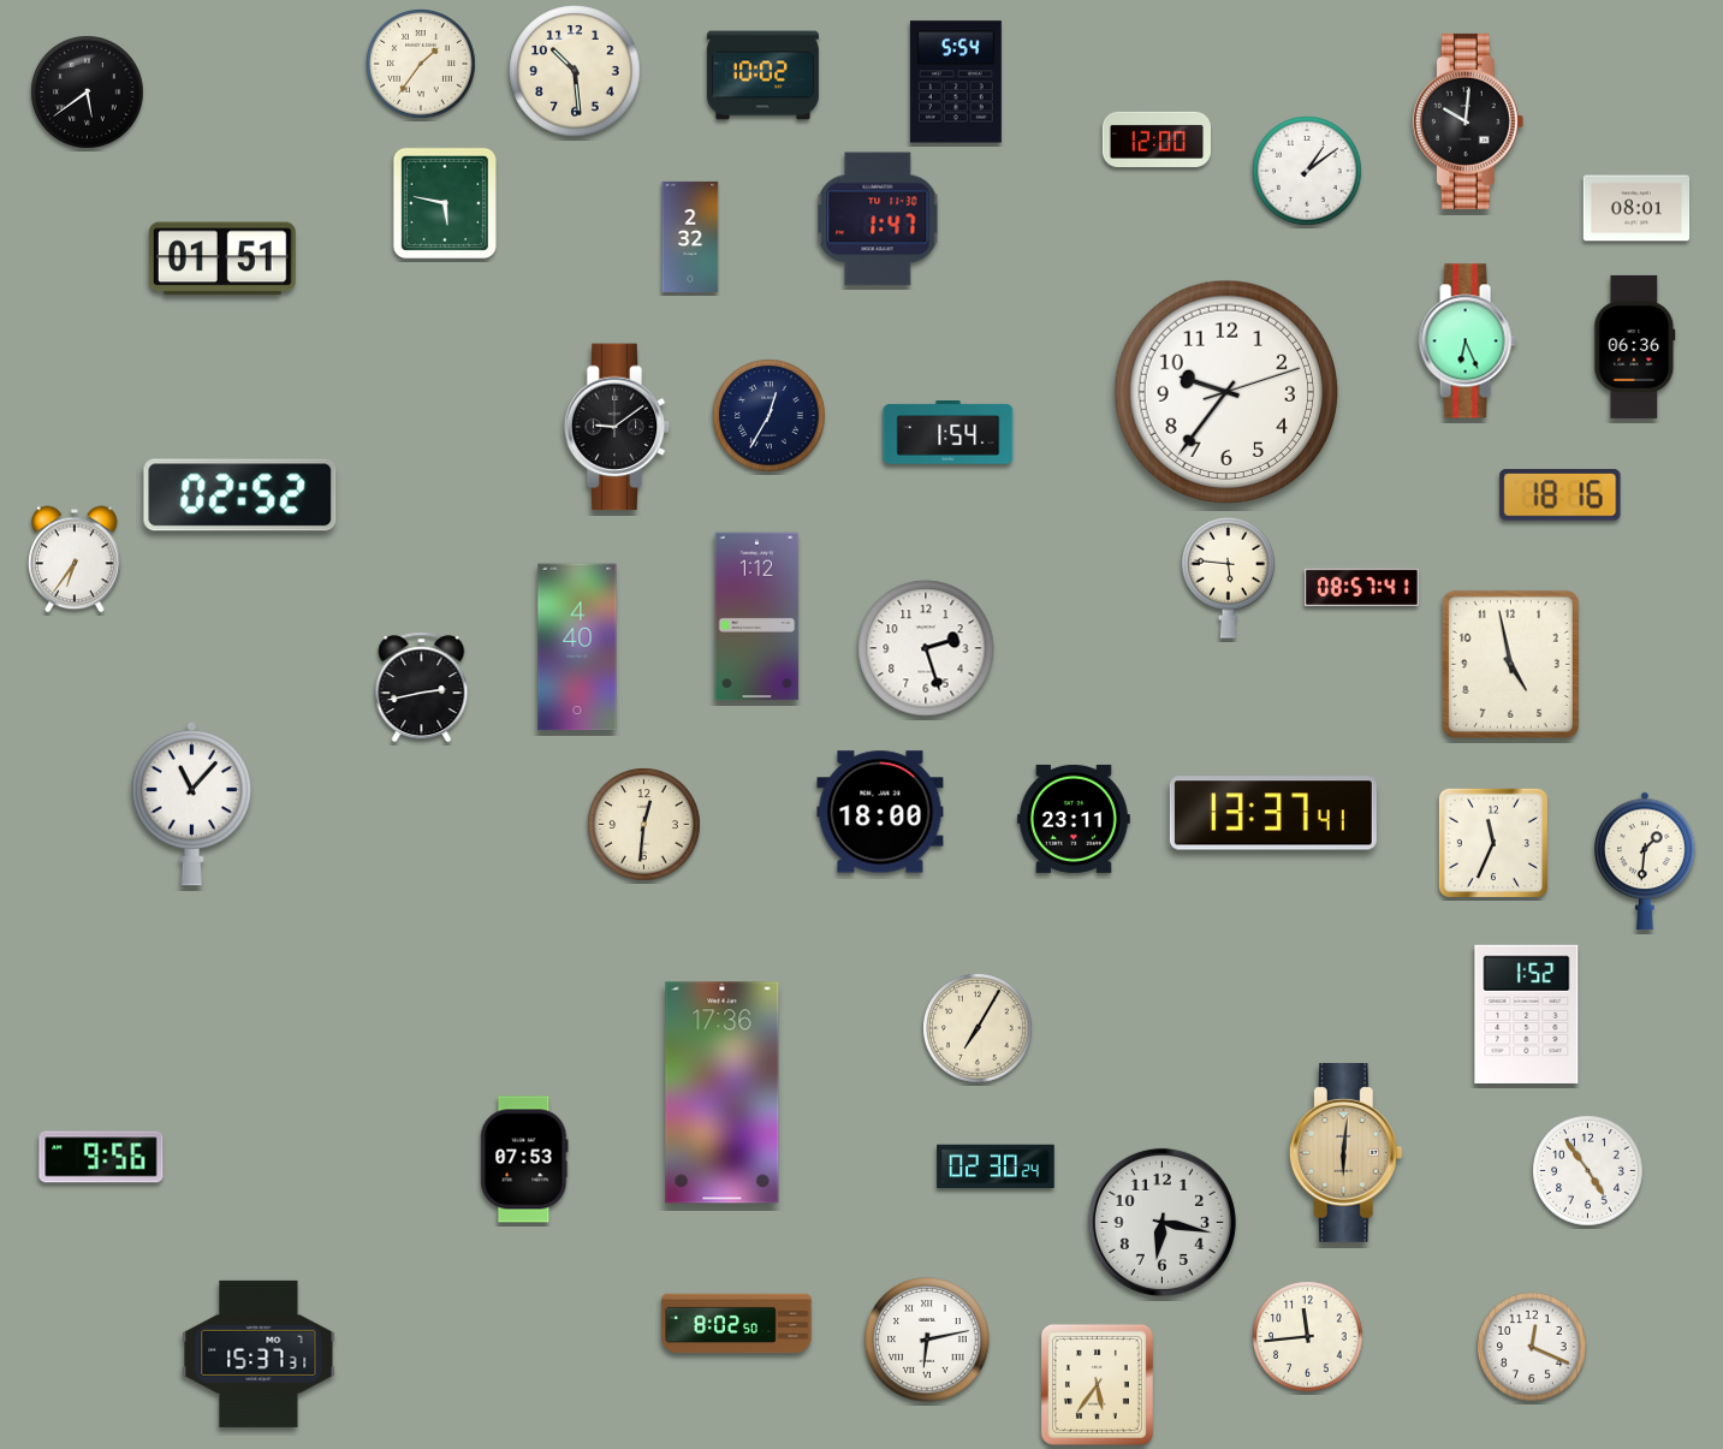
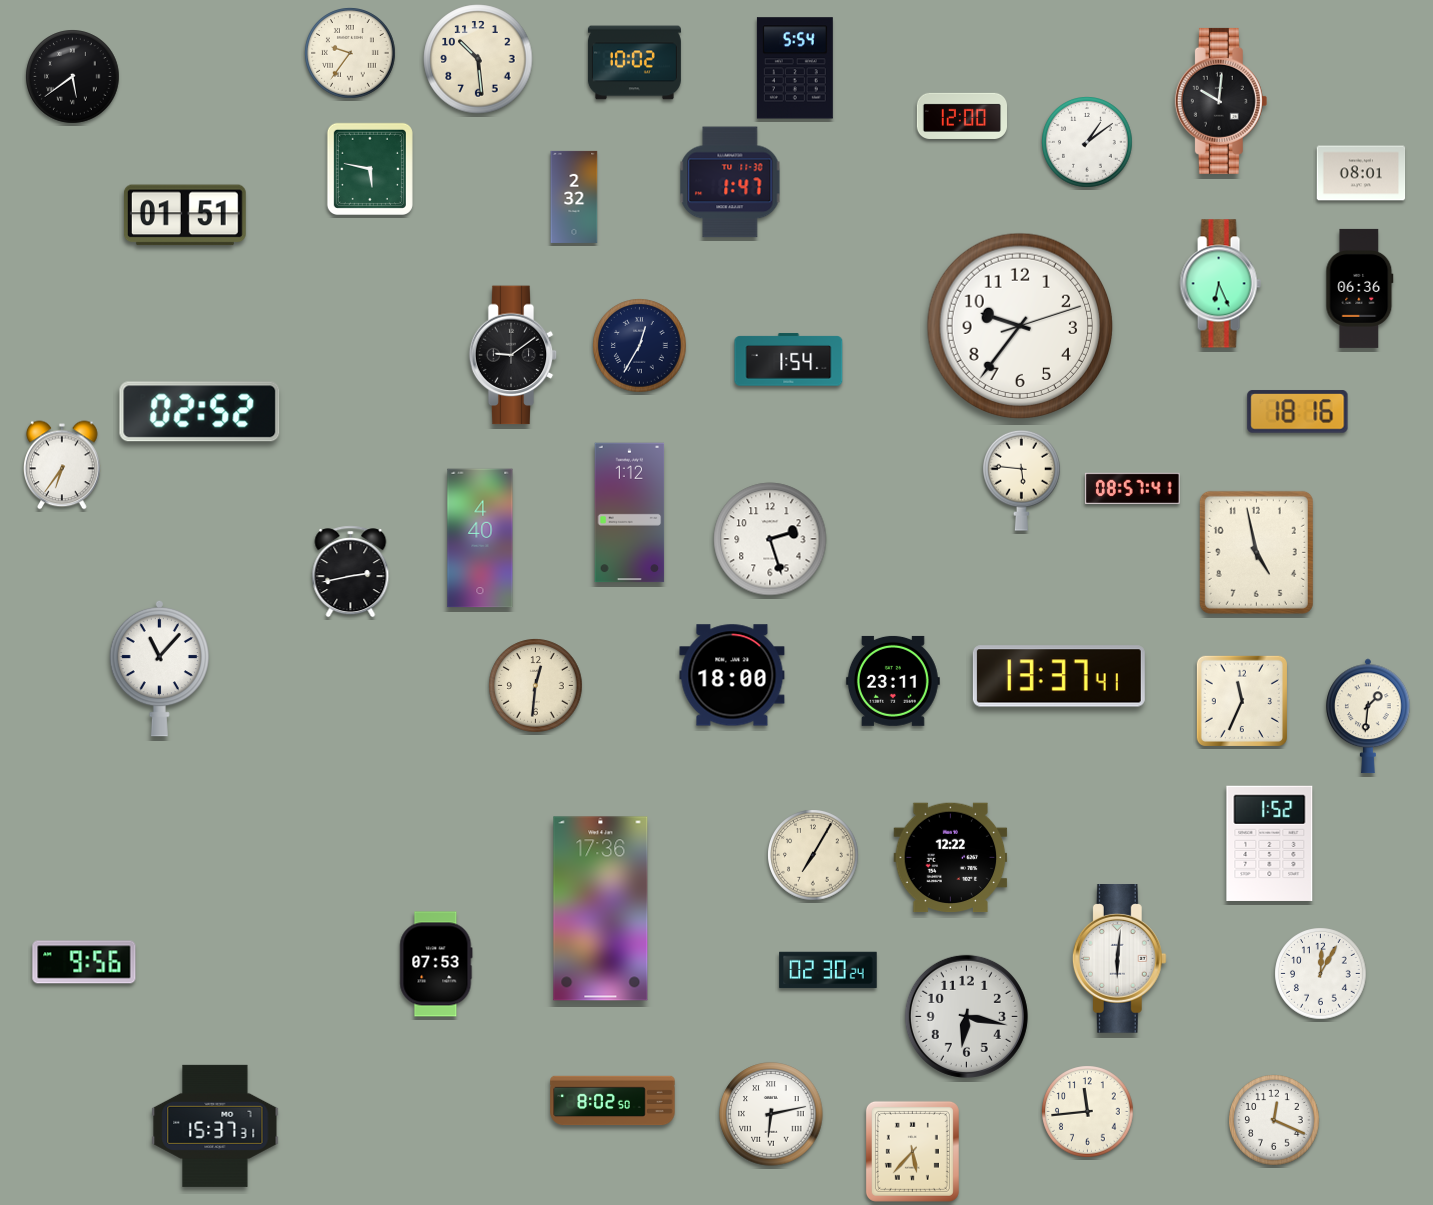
clock at (421, 64): 1:36 -> 9:36
clock at (951, 858): none -> 12:22
clock at (1345, 1153) dial: champagne -> white
clock at (1588, 1171): 4:54 -> 12:05
clock at (1097, 1384): 5:36 -> 5:37
